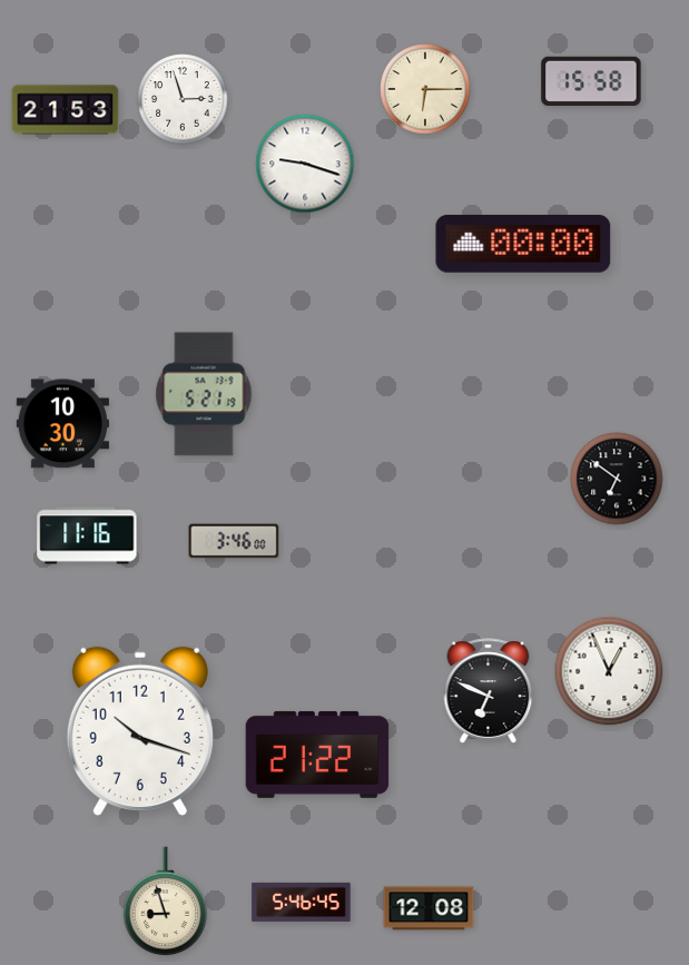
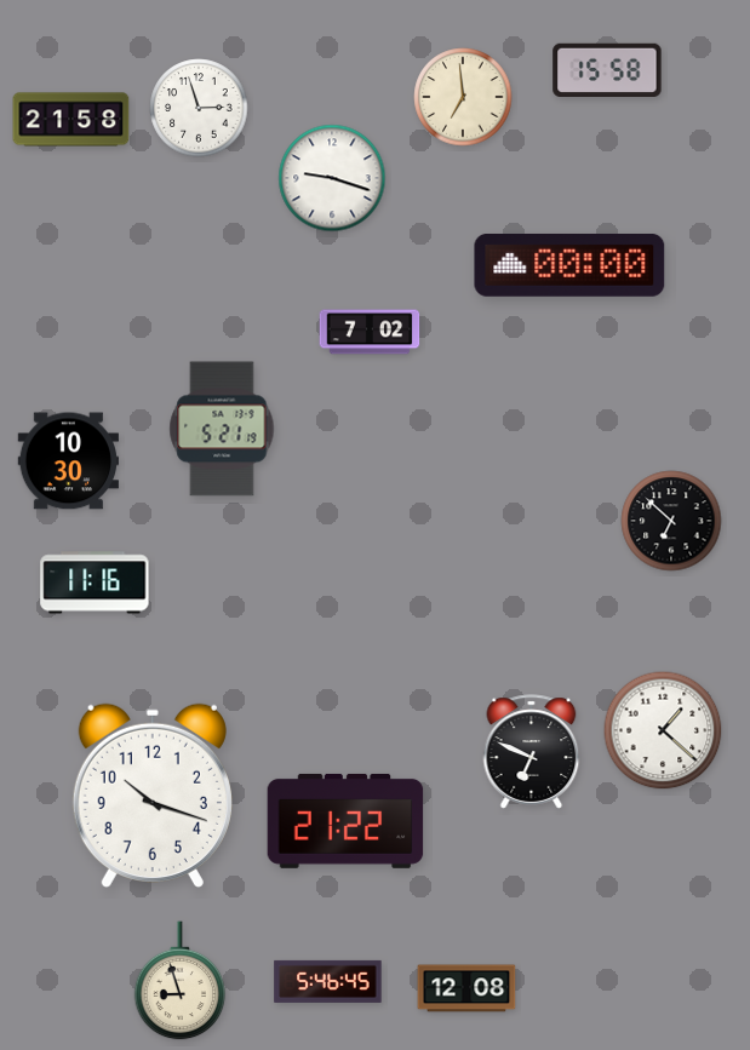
clock at (591, 80) position: (591, 80) -> (607, 69)
clock at (425, 89): 6:15 -> 6:59
clock at (66, 110): 21:53 -> 21:58
clock at (370, 332): none -> 7:02
clock at (617, 479): 6:51 -> 6:52
clock at (234, 541): 3:46 -> none
clock at (609, 671): 12:56 -> 1:22
